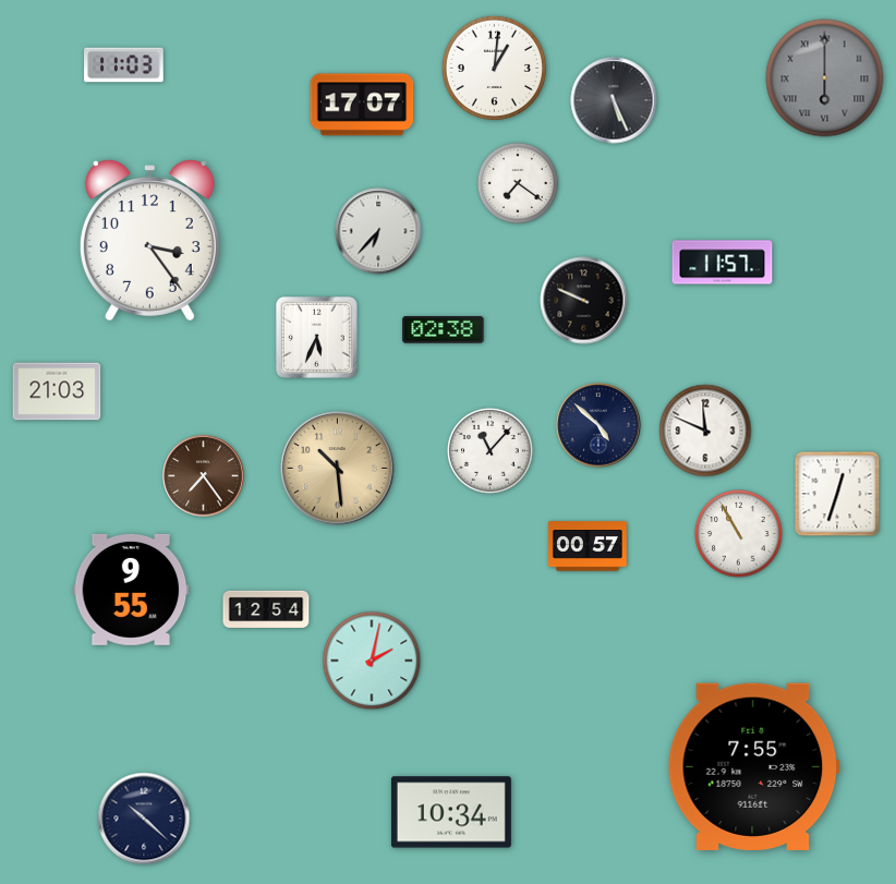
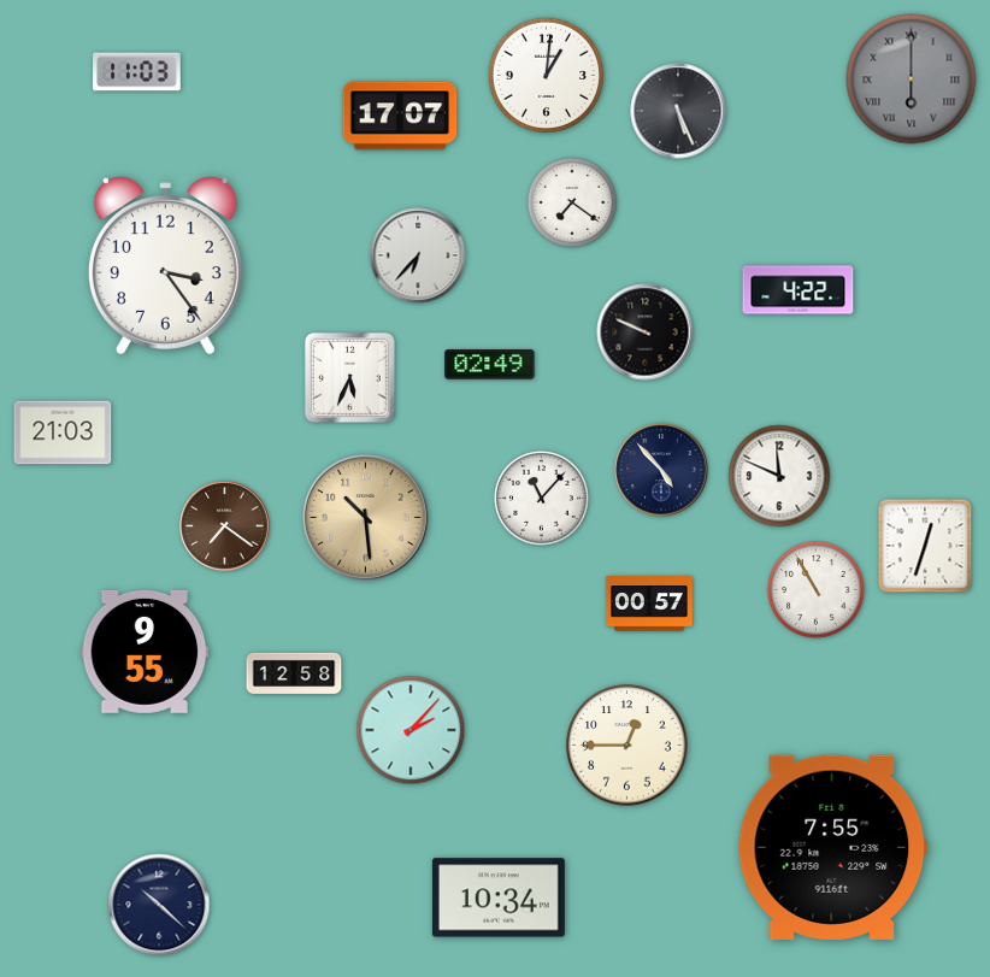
clock at (825, 78) position: (825, 78) -> (912, 80)
clock at (723, 263): 11:57 -> 4:22
clock at (444, 330): 02:38 -> 02:49
clock at (316, 337) position: (316, 337) -> (349, 377)
clock at (598, 425): 4:52 -> 4:53
clock at (338, 469) position: (338, 469) -> (366, 518)
clock at (204, 476): 7:24 -> 7:21
clock at (266, 609): 12:54 -> 12:58
clock at (372, 661): 2:02 -> 2:07
clock at (627, 746): none -> 12:45
